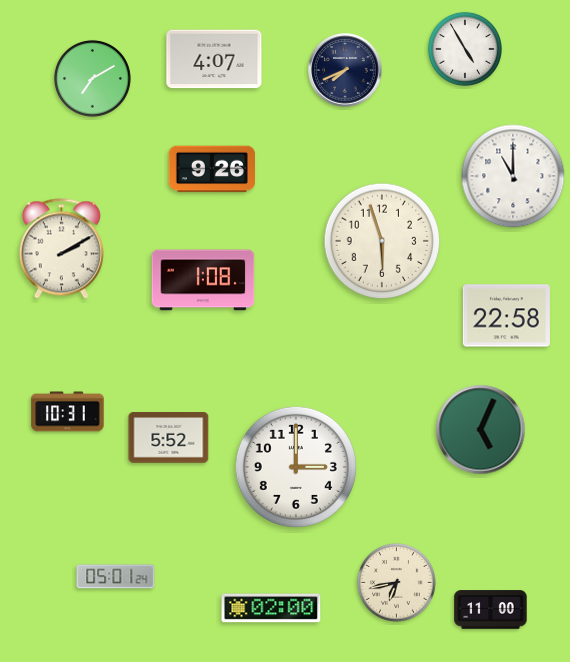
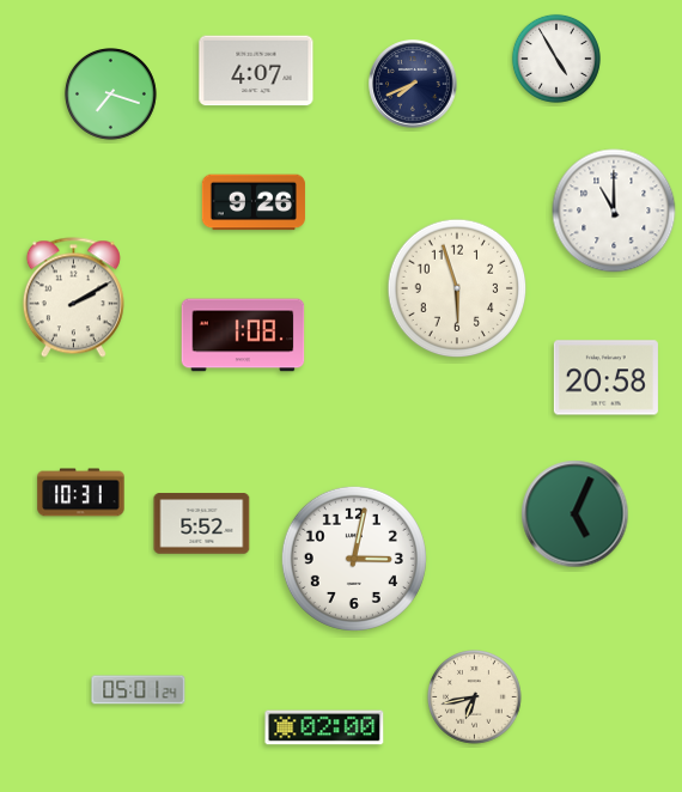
clock at (92, 78): 7:10 -> 7:18
clock at (506, 316): 22:58 -> 20:58
clock at (296, 467): 3:00 -> 3:02
clock at (491, 610): 11:00 -> none
